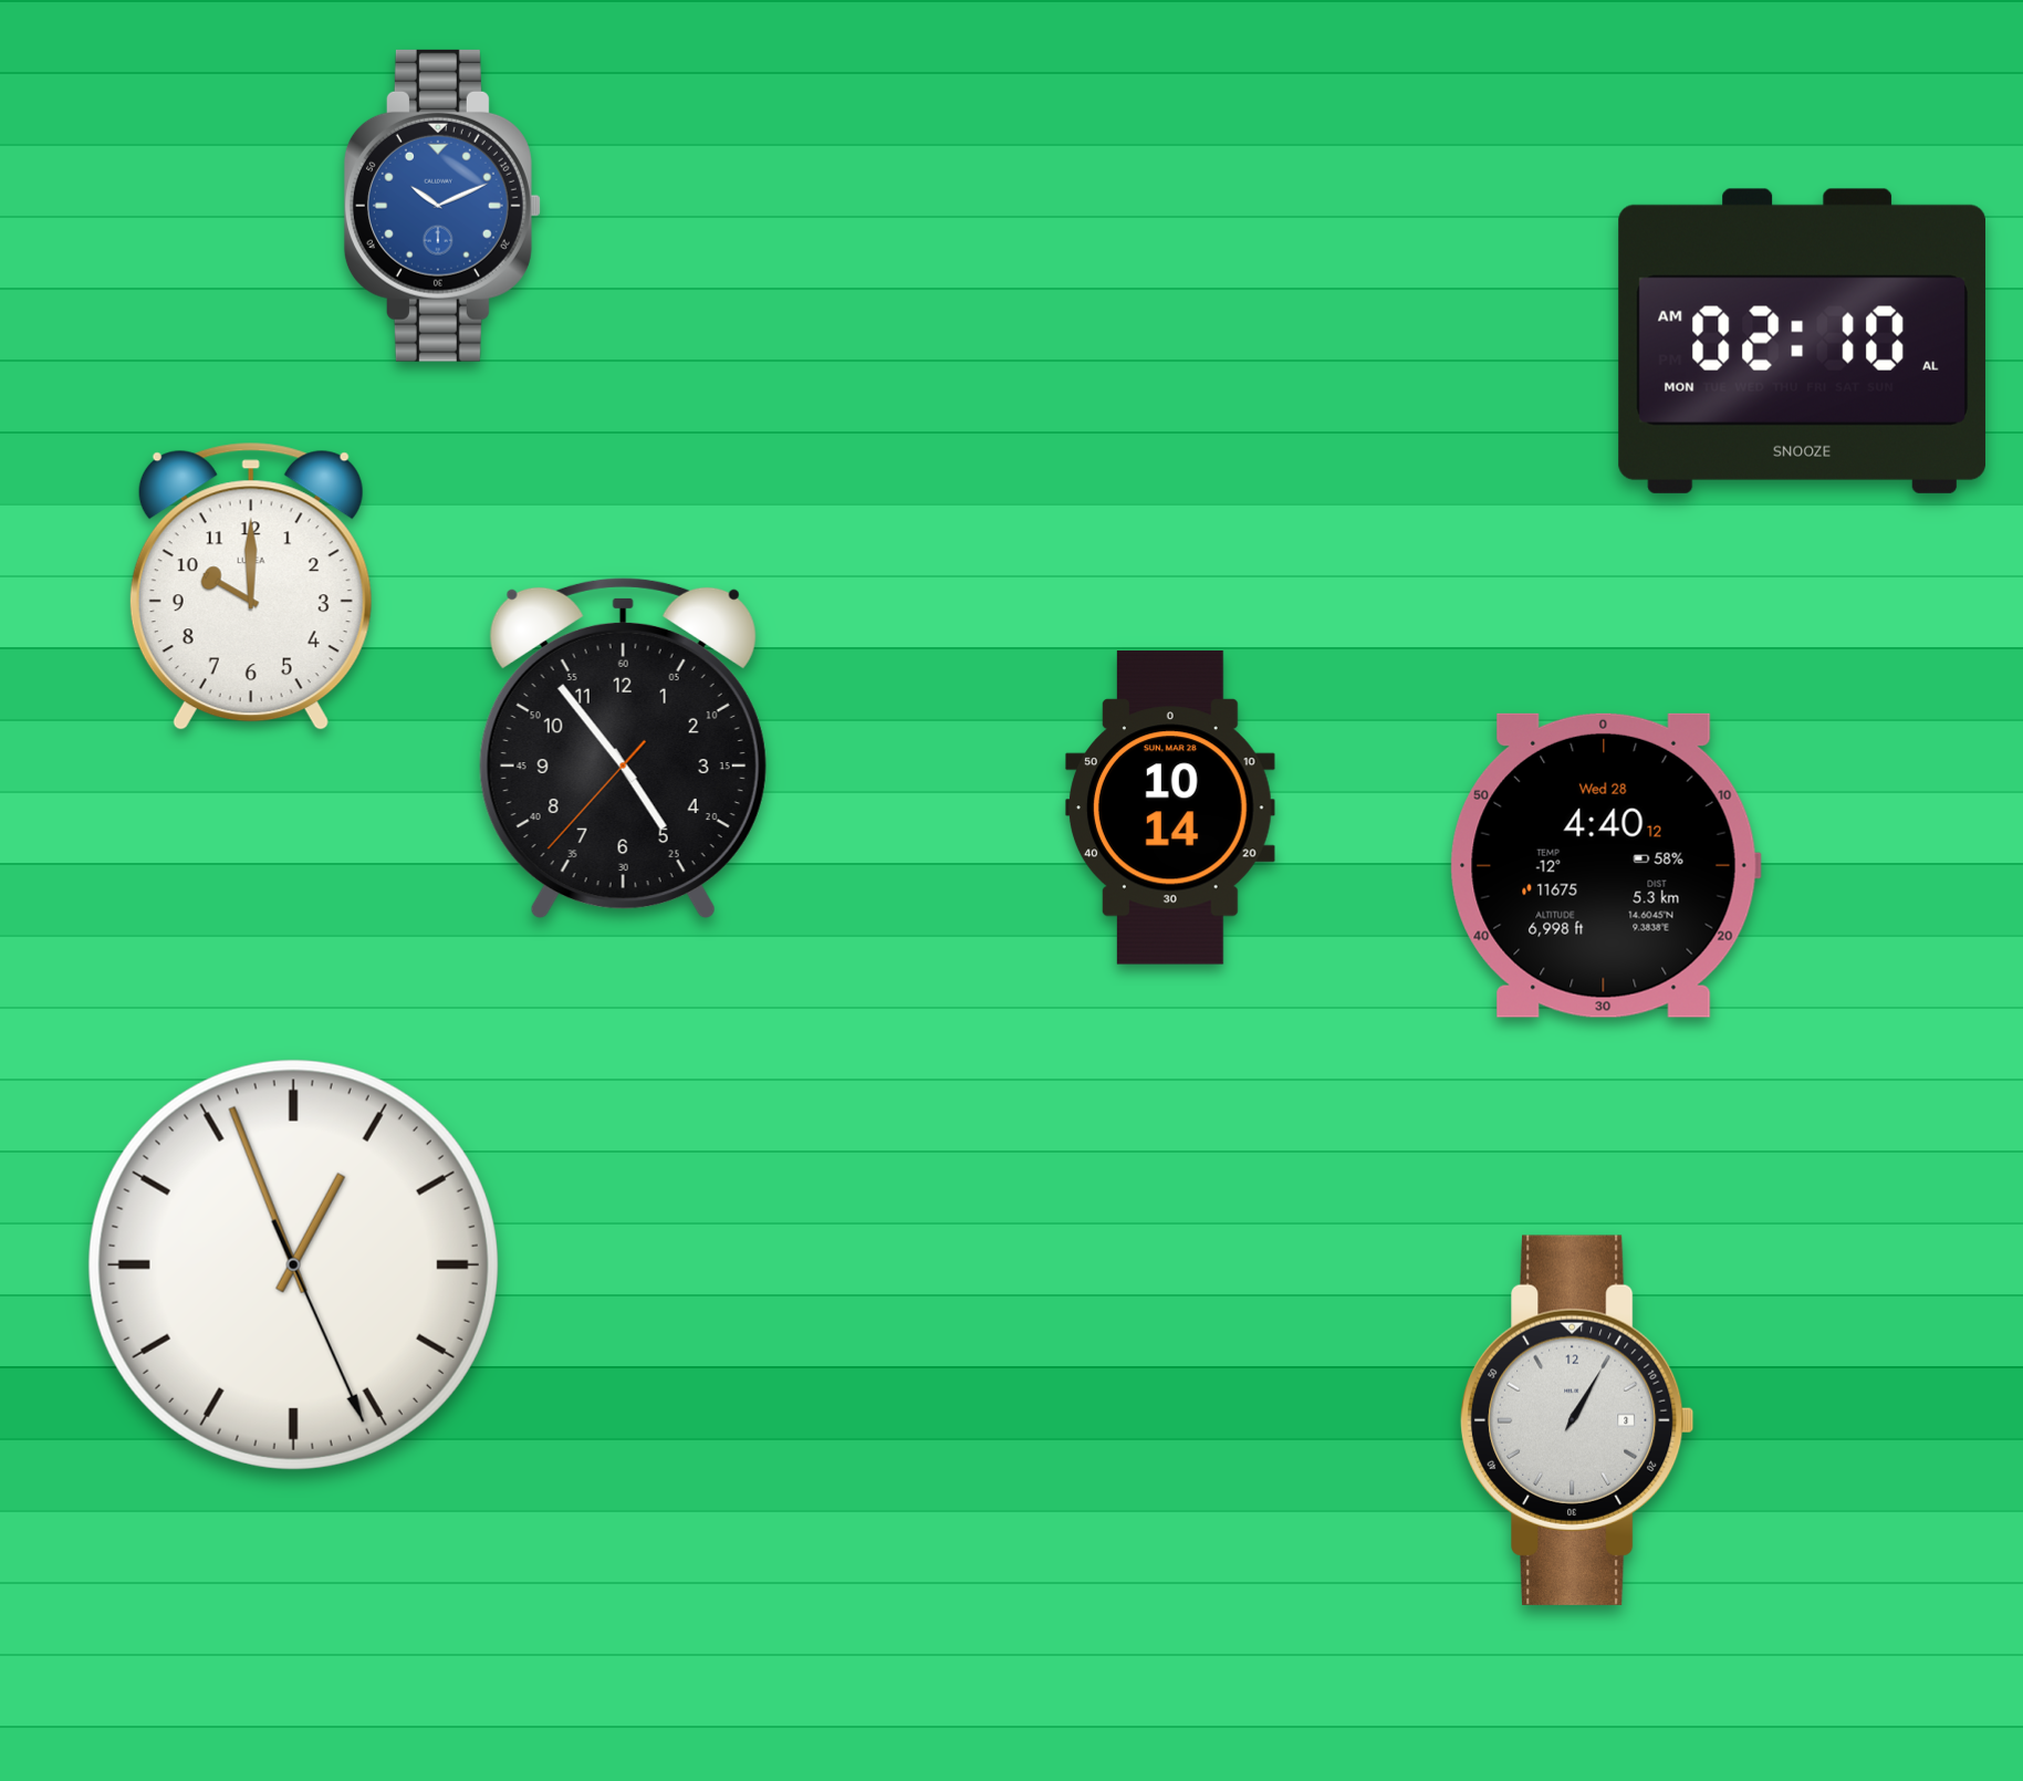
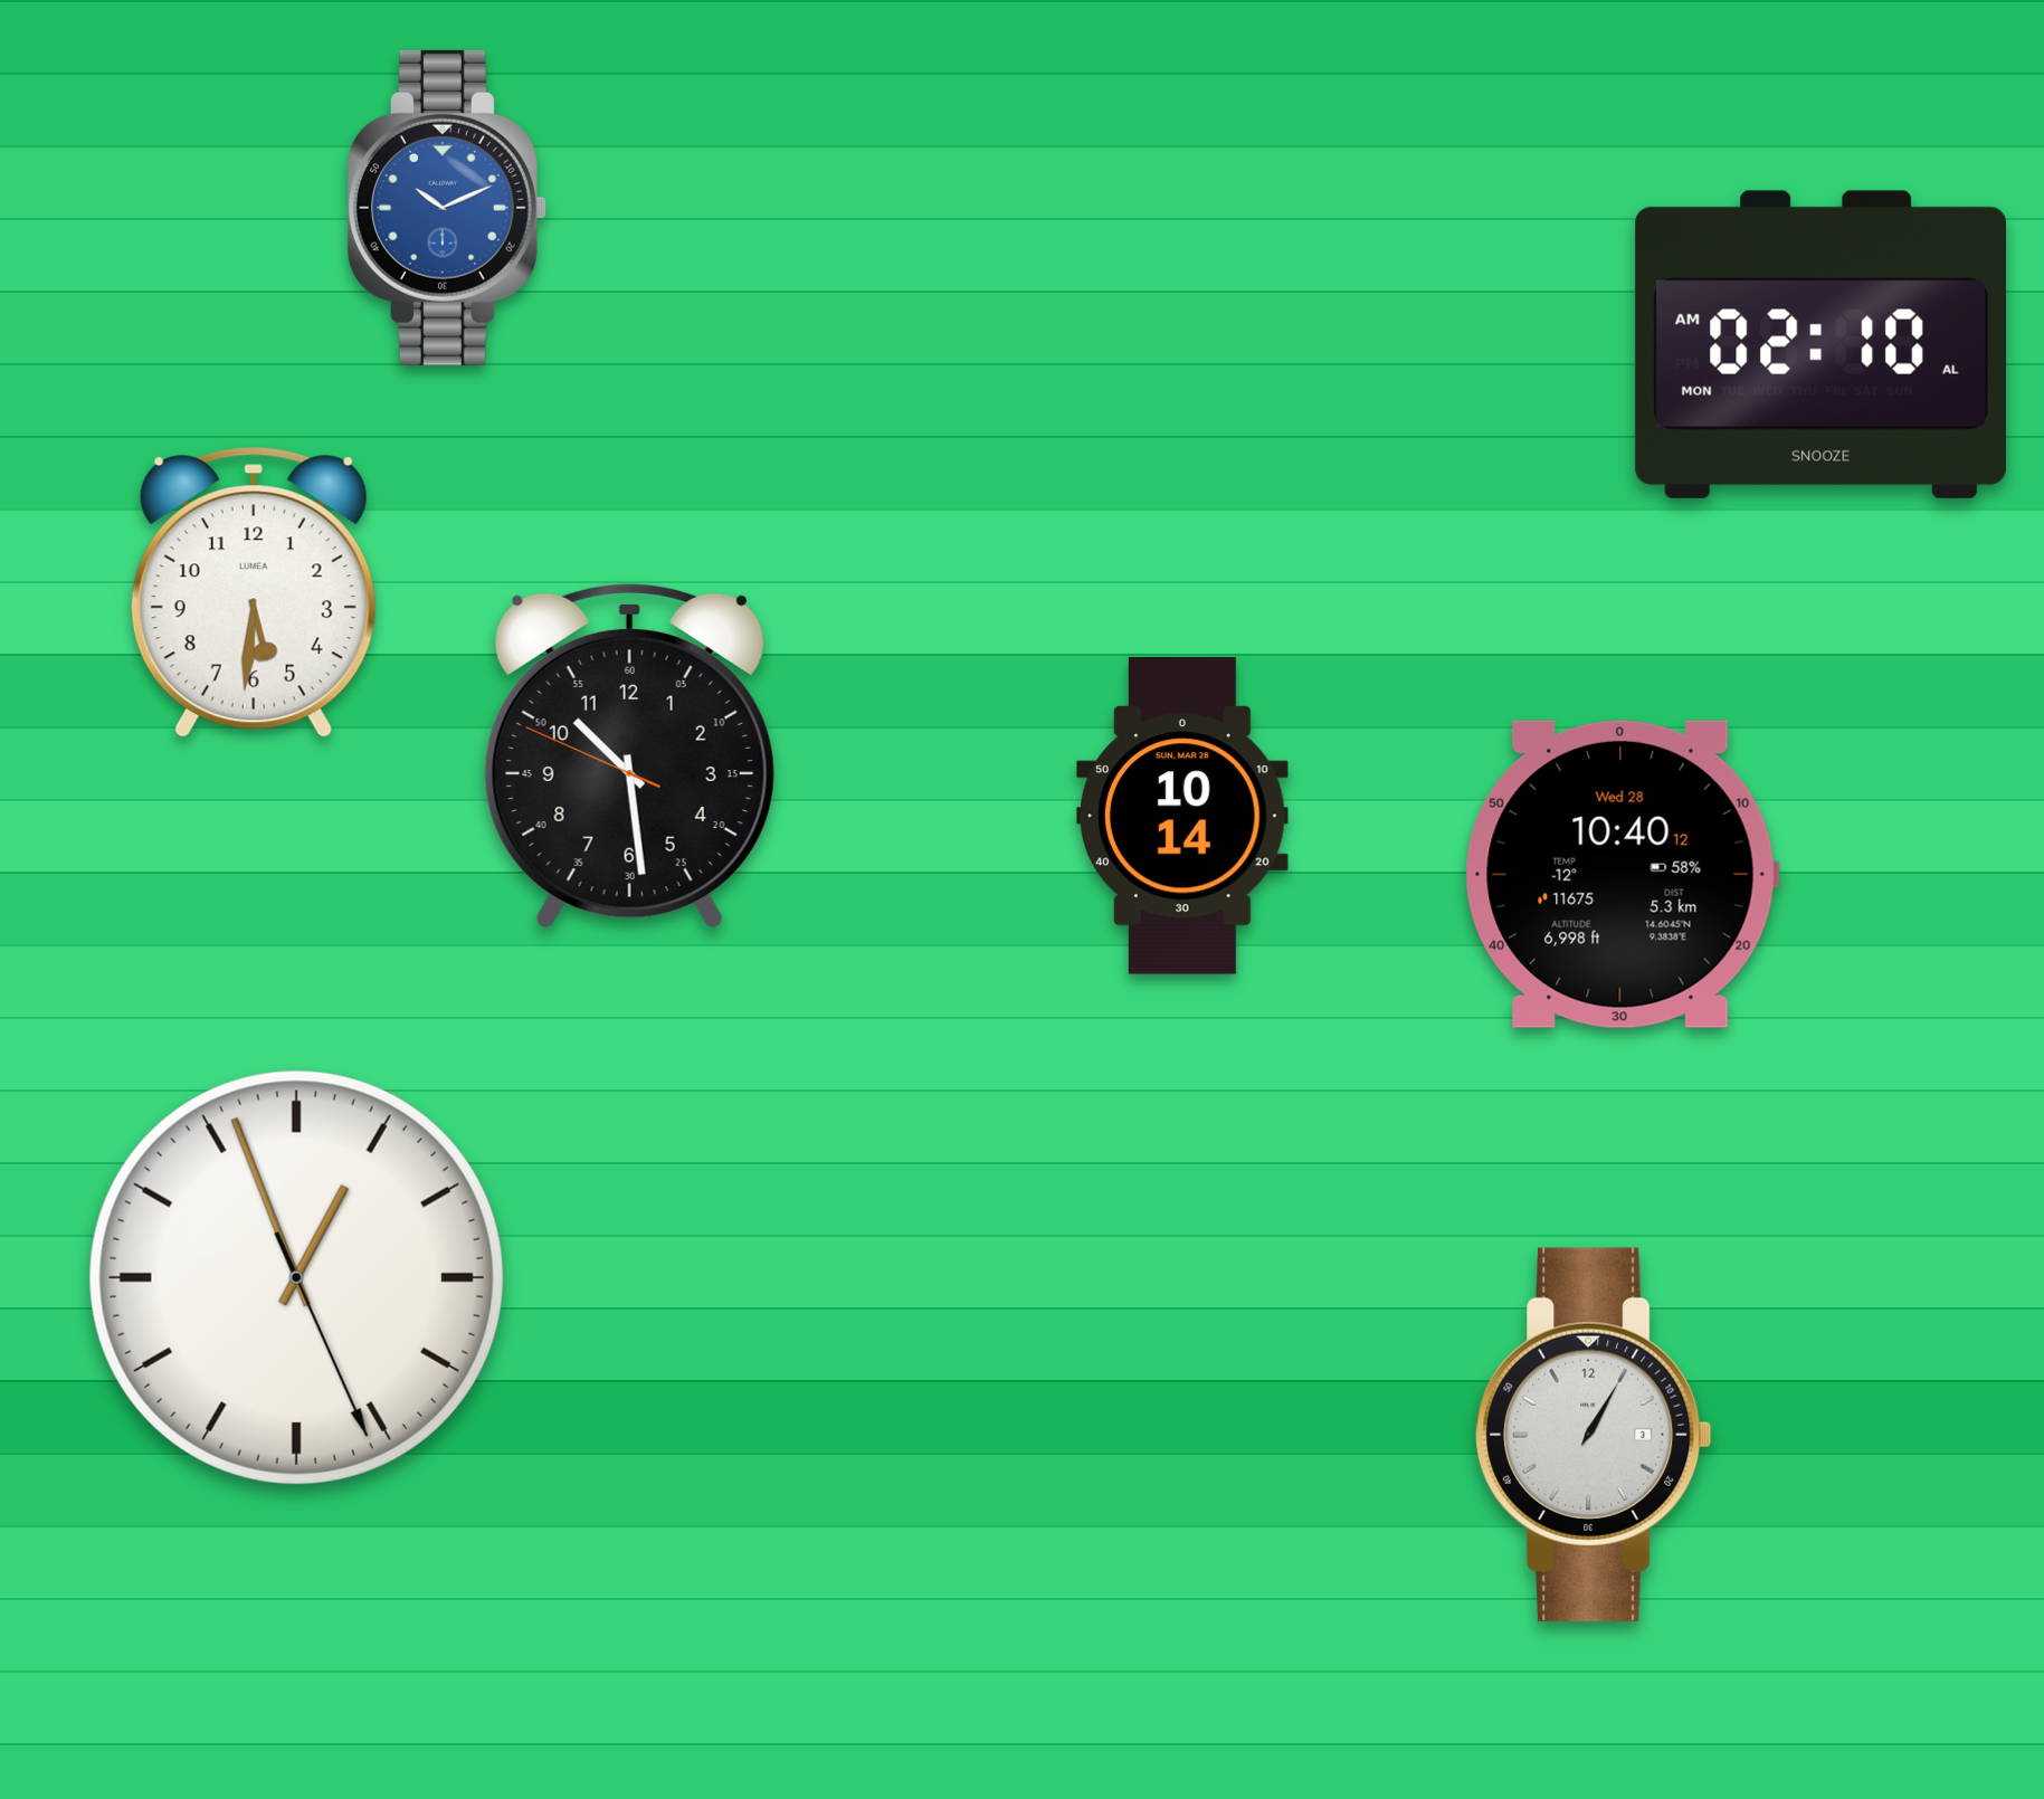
clock at (251, 586): 10:00 -> 5:31
clock at (623, 748): 4:53 -> 10:28
clock at (1605, 865): 4:40 -> 10:40
